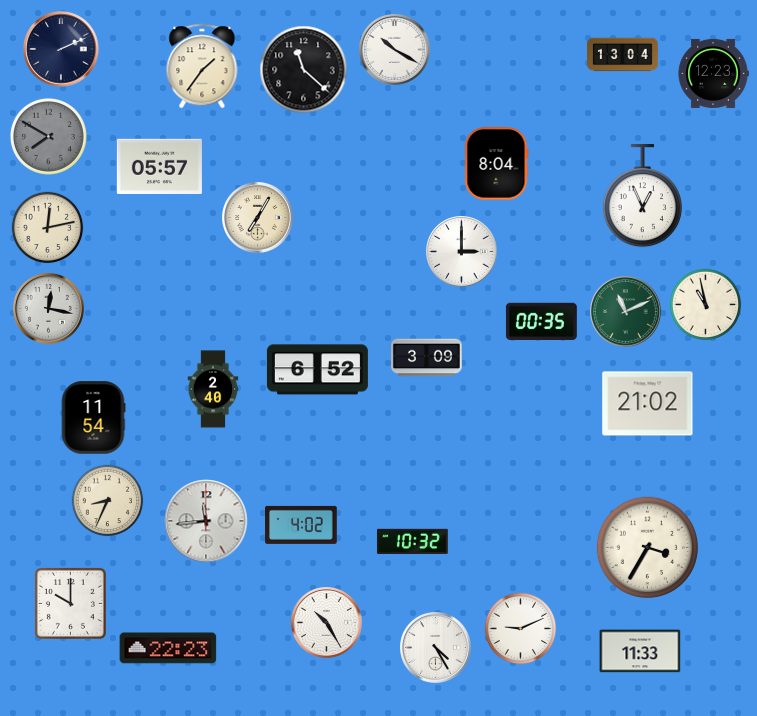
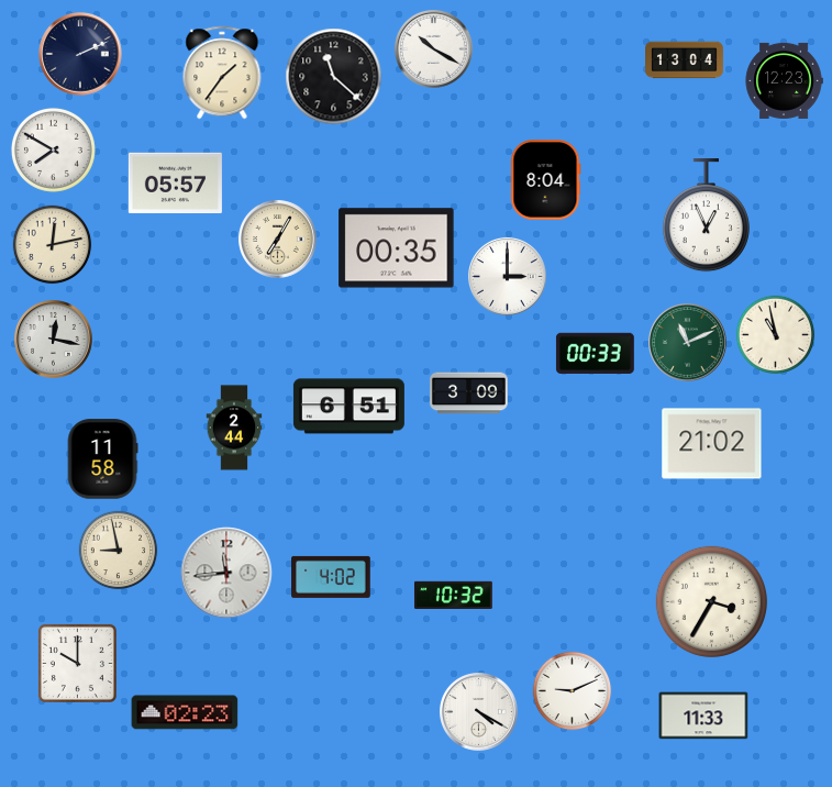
clock at (61, 49) position: (61, 49) -> (80, 54)
clock at (395, 50) position: (395, 50) -> (434, 49)
clock at (48, 136) dial: grey -> white
clock at (258, 218) position: (258, 218) -> (278, 240)
clock at (397, 248): none -> 00:35
clock at (48, 228) position: (48, 228) -> (53, 245)
clock at (541, 321): 00:35 -> 00:33
clock at (317, 370): 6:52 -> 6:51
clock at (213, 389): 2:40 -> 2:44
clock at (93, 418): 11:54 -> 11:58
clock at (108, 501): 8:34 -> 8:58
clock at (327, 623): 10:25 -> none
clock at (168, 648): 22:23 -> 02:23
clock at (436, 648): 4:25 -> 4:20
